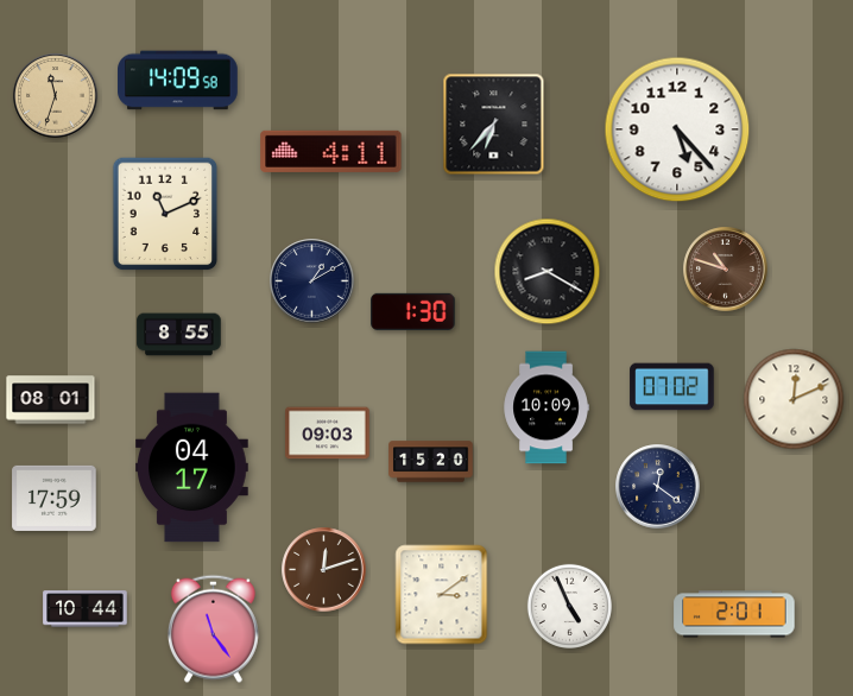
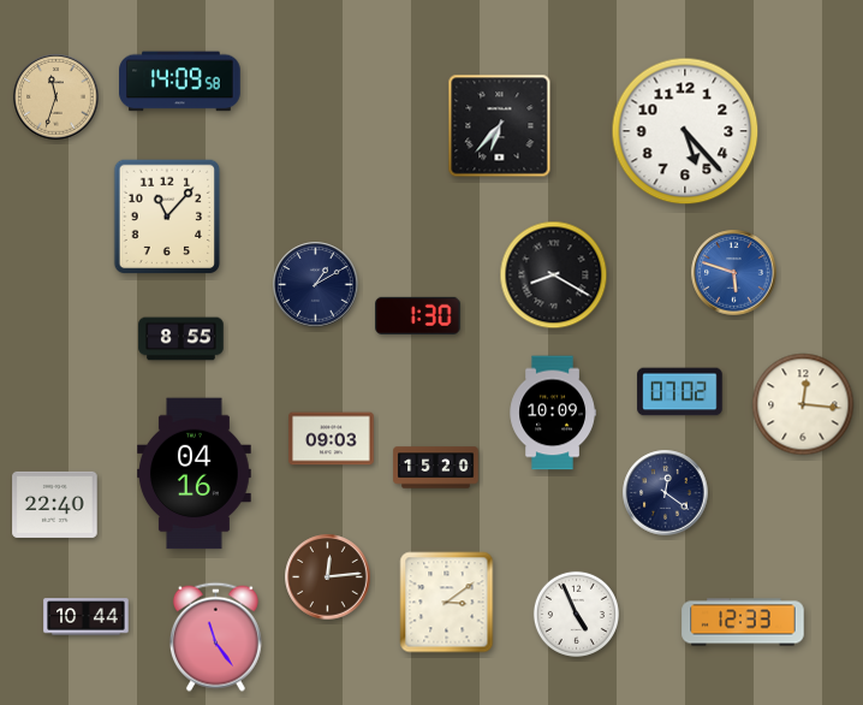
clock at (331, 151): 4:11 -> none
clock at (165, 214): 11:11 -> 11:07
clock at (726, 270): 10:48 -> 5:48
clock at (726, 270) dial: brown -> blue
clock at (794, 399): 12:11 -> 12:16
clock at (51, 400): 08:01 -> none
clock at (192, 468): 04:17 -> 04:16
clock at (55, 498): 17:59 -> 22:40
clock at (324, 570): 12:12 -> 12:14
clock at (734, 614): 2:01 -> 12:33
